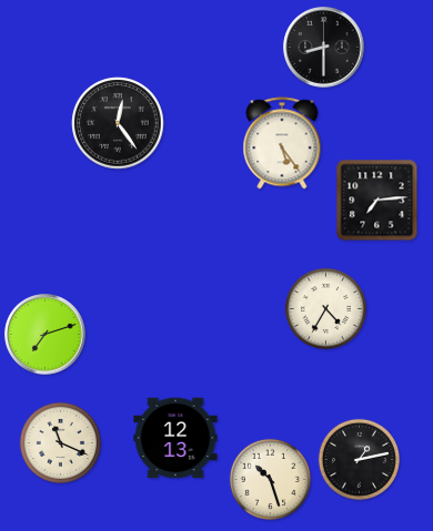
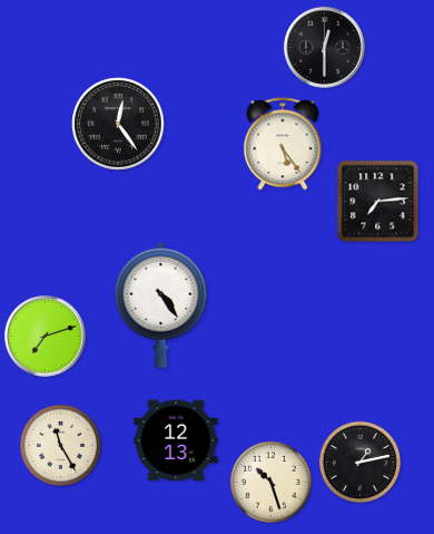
clock at (324, 48): 8:30 -> 12:30
clock at (161, 304): none -> 4:24
clock at (325, 308): 4:35 -> none
clock at (60, 442): 11:19 -> 11:25
